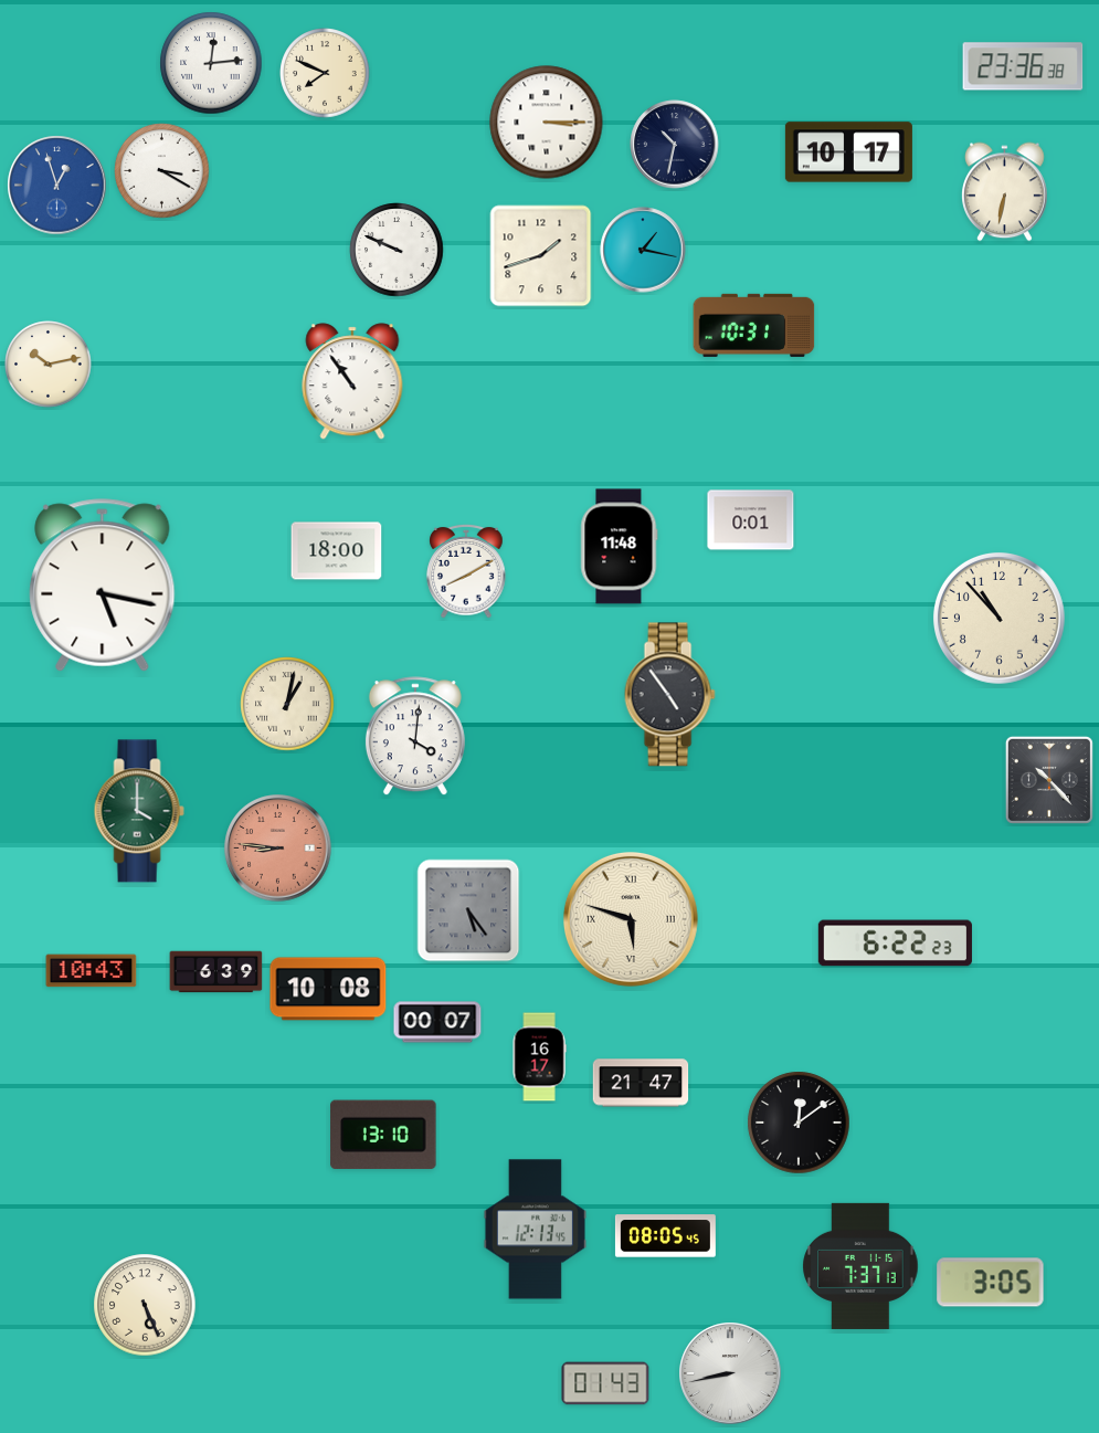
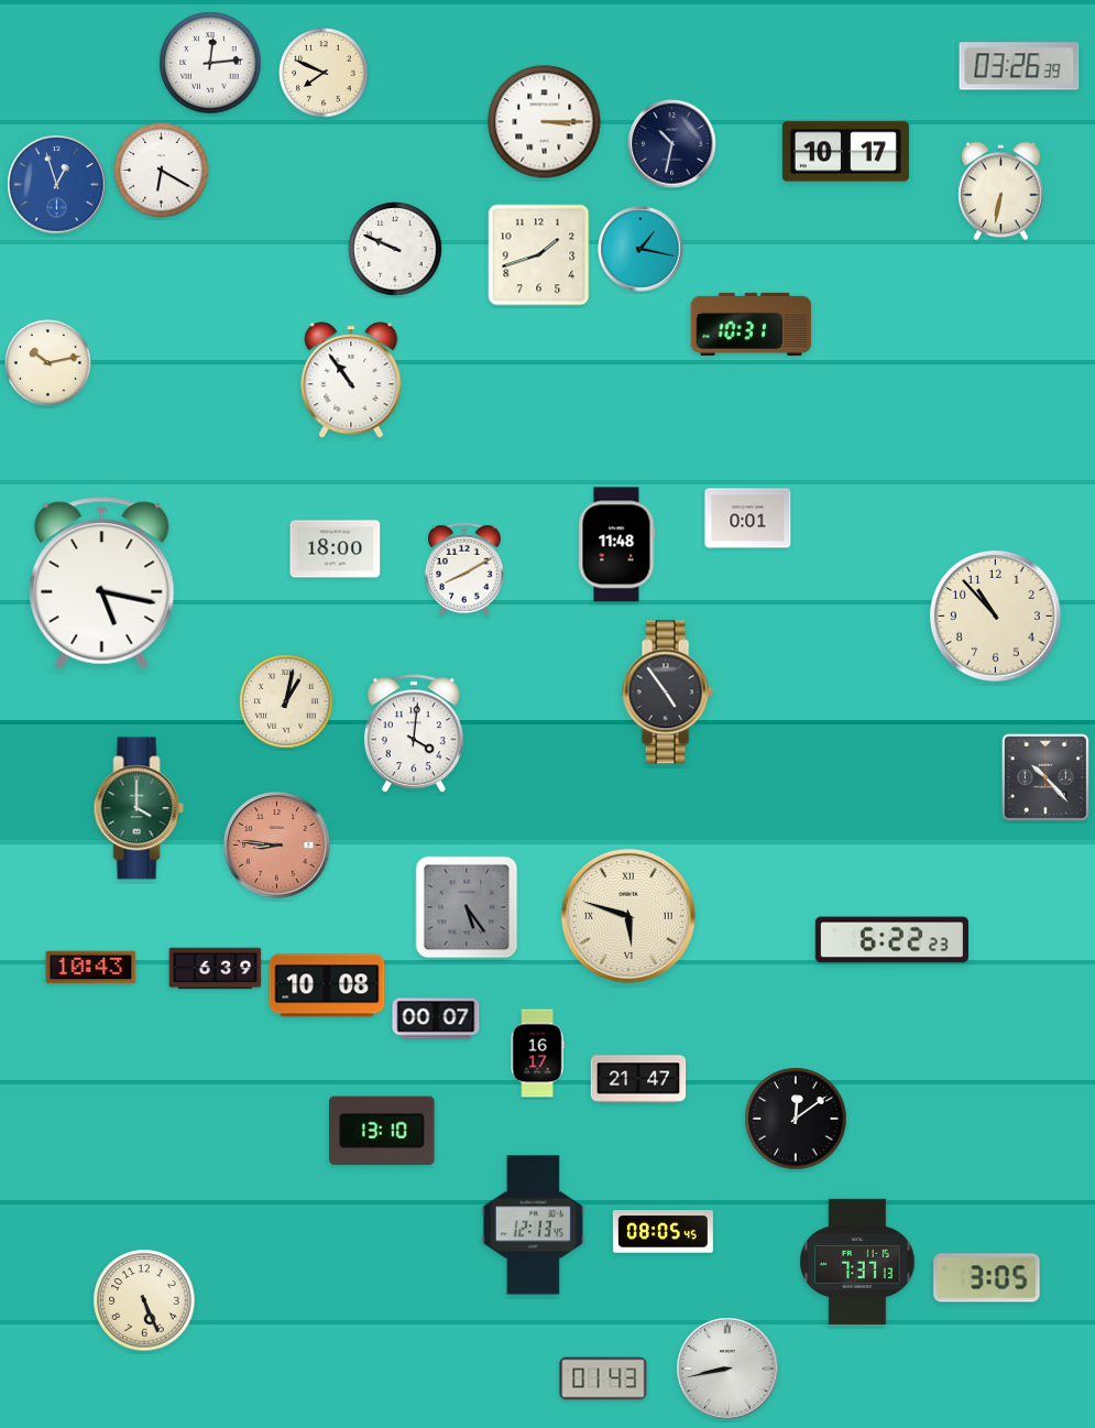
clock at (1023, 66): 23:36 -> 03:26
clock at (162, 171): 3:20 -> 6:20
